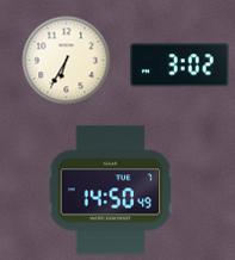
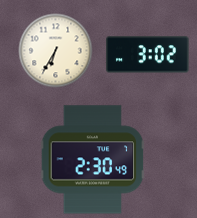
clock at (180, 66) position: (180, 66) -> (148, 55)
clock at (111, 191): 14:50 -> 2:30
